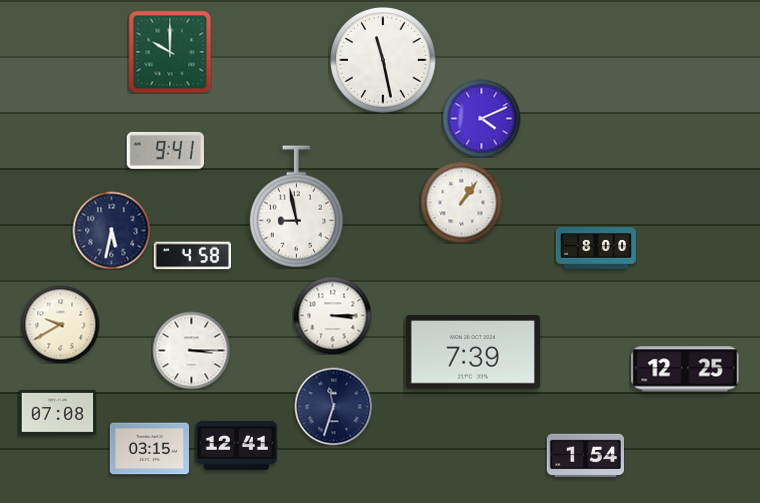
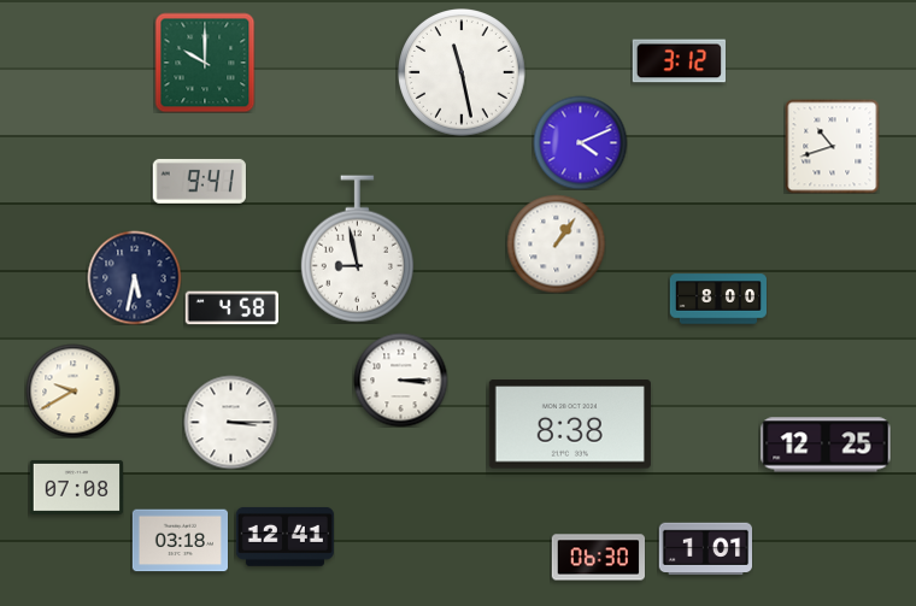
clock at (679, 61): none -> 3:12
clock at (832, 146): none -> 10:42
clock at (473, 352): 7:39 -> 8:38
clock at (333, 406): 11:33 -> none
clock at (57, 412) position: (57, 412) -> (76, 487)
clock at (149, 449): 03:15 -> 03:18
clock at (585, 456): 1:54 -> 1:01
clock at (598, 558): none -> 06:30
